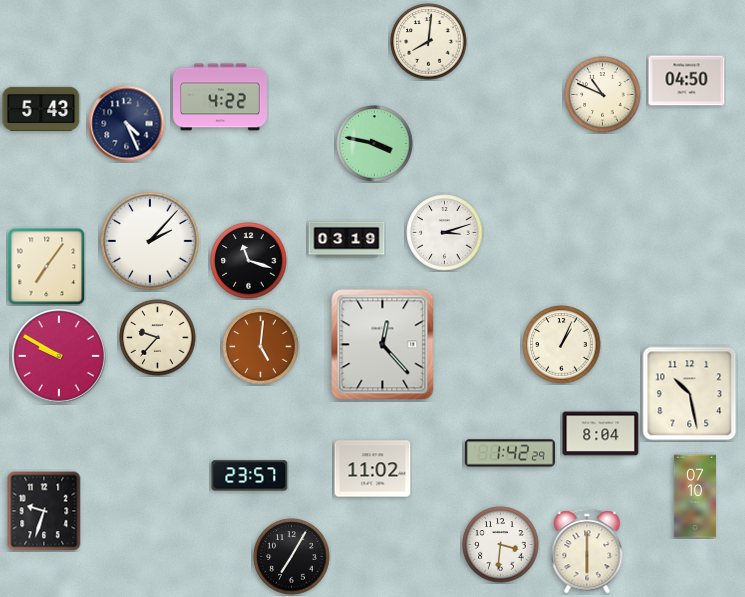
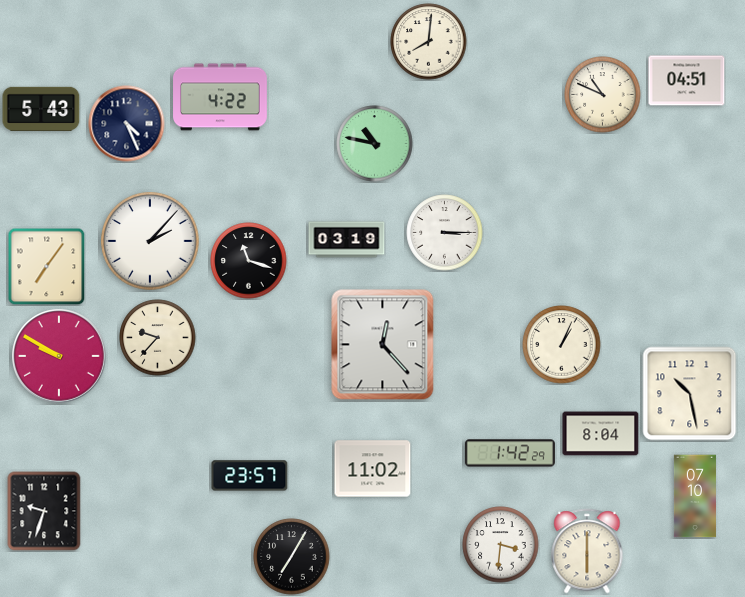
clock at (687, 81): 04:50 -> 04:51
clock at (375, 144): 3:47 -> 10:47
clock at (445, 233): 3:12 -> 3:15
clock at (261, 347): 5:01 -> none
